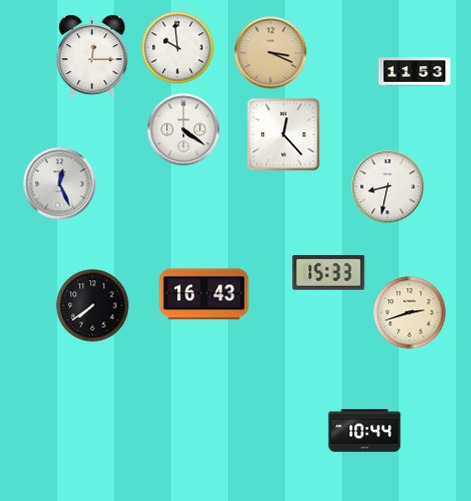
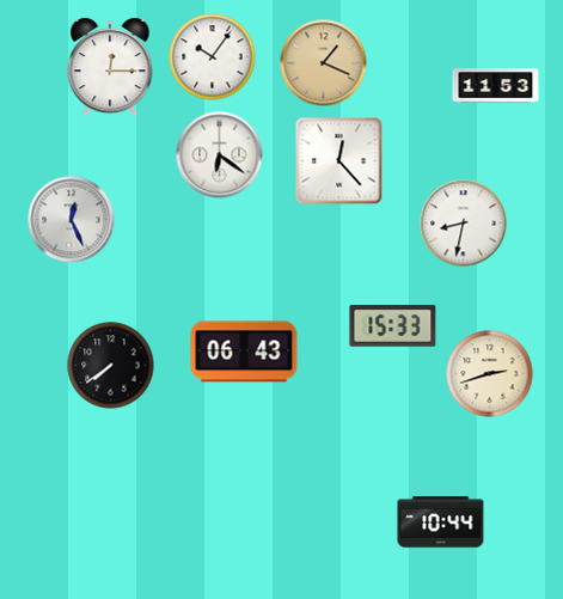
clock at (178, 48): 9:59 -> 10:06
clock at (271, 53): 3:19 -> 1:19
clock at (184, 130): 4:21 -> 6:21
clock at (204, 294): 16:43 -> 06:43
clock at (365, 431) position: (365, 431) -> (441, 522)
